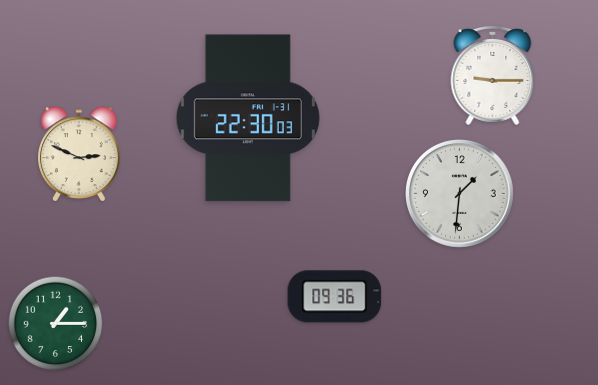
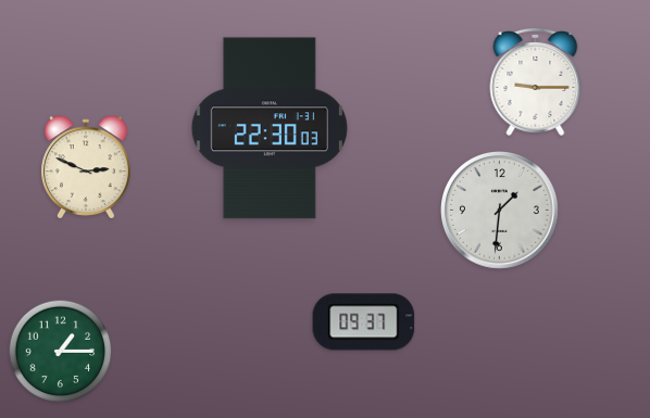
clock at (335, 297): 09:36 -> 09:37
